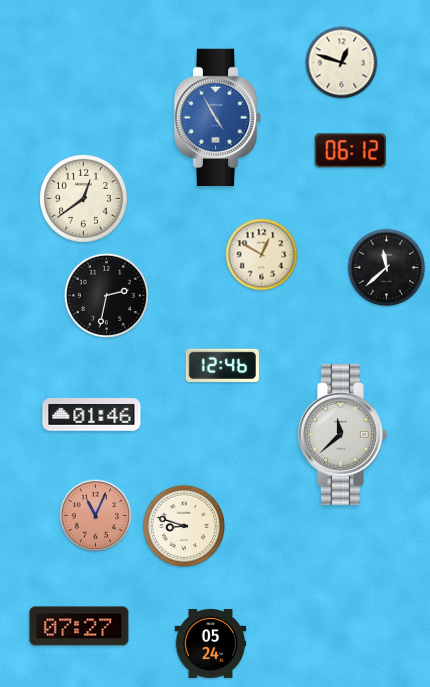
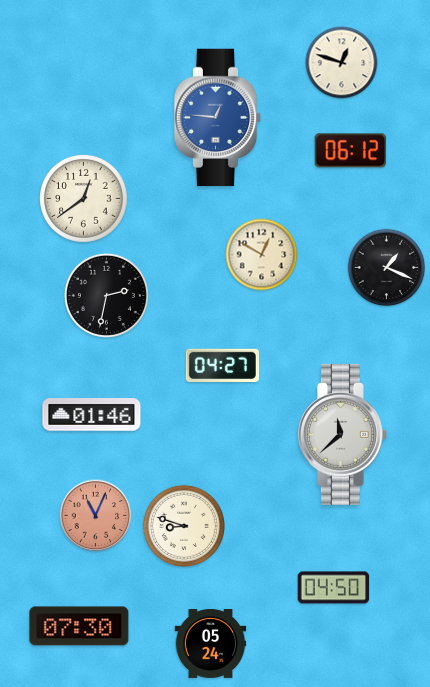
clock at (218, 118): 4:55 -> 12:46
clock at (387, 268): 11:38 -> 1:19
clock at (222, 365): 12:46 -> 04:27
clock at (334, 588): none -> 04:50
clock at (79, 626): 07:27 -> 07:30
